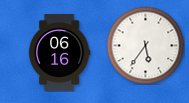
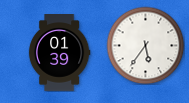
clock at (59, 53): 06:16 -> 01:39
